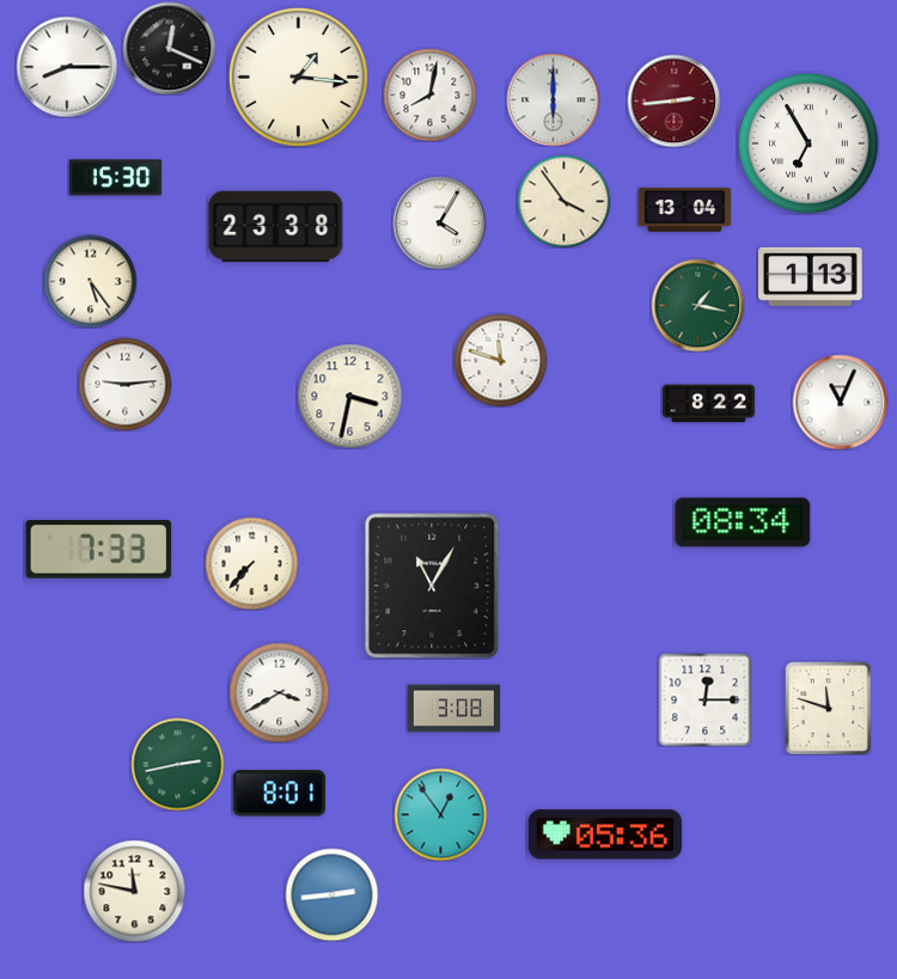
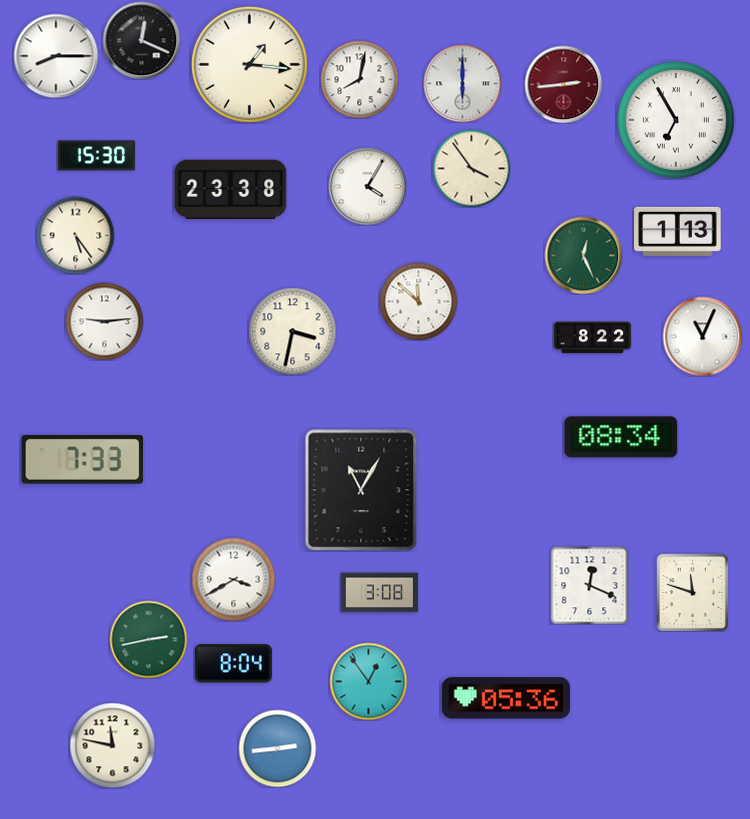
clock at (115, 178) position: (115, 178) -> (96, 156)
clock at (684, 210): 13:04 -> none
clock at (697, 305): 1:17 -> 12:26
clock at (500, 360): 11:48 -> 11:52
clock at (251, 563): 7:37 -> none
clock at (704, 699): 12:15 -> 12:19
clock at (279, 794): 8:01 -> 8:04
